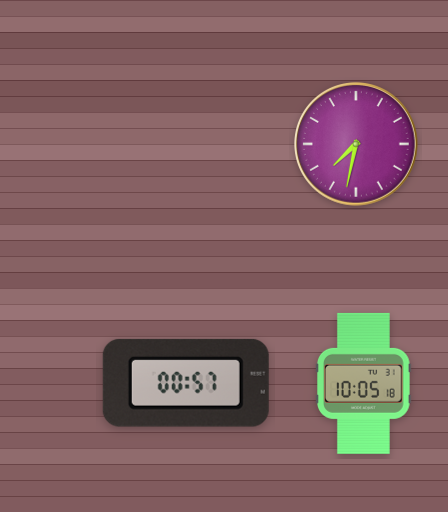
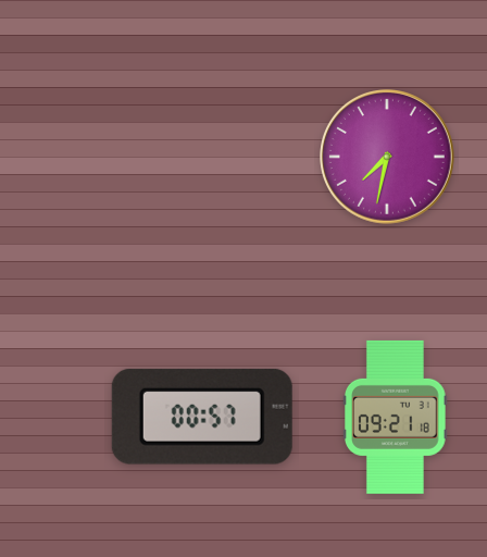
clock at (364, 383): 10:05 -> 09:21
